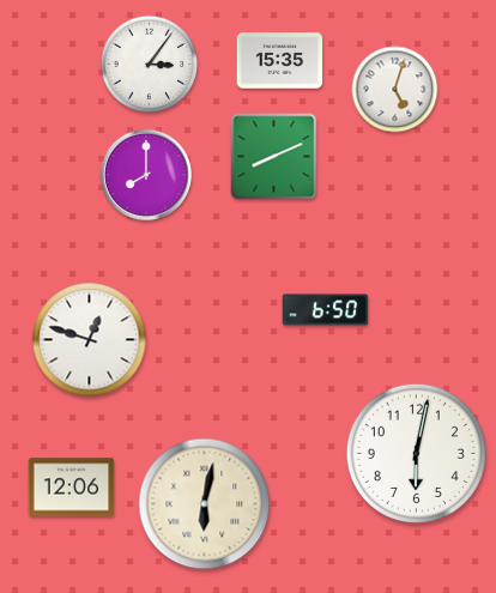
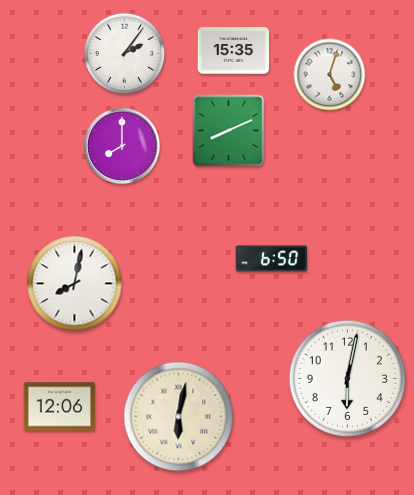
clock at (150, 65): 3:06 -> 2:06
clock at (90, 340): 12:48 -> 8:02
clock at (205, 504) position: (205, 504) -> (179, 417)
